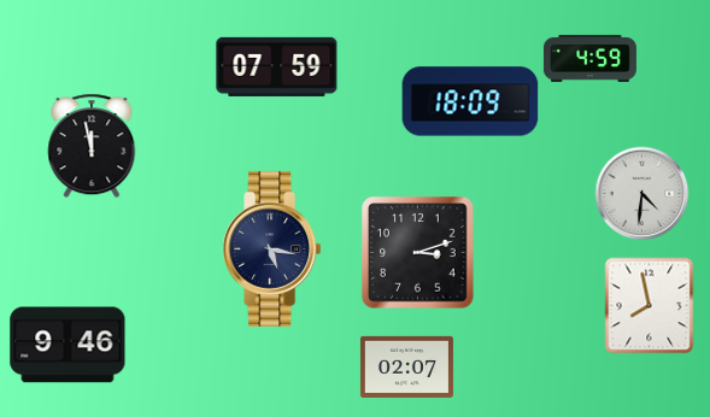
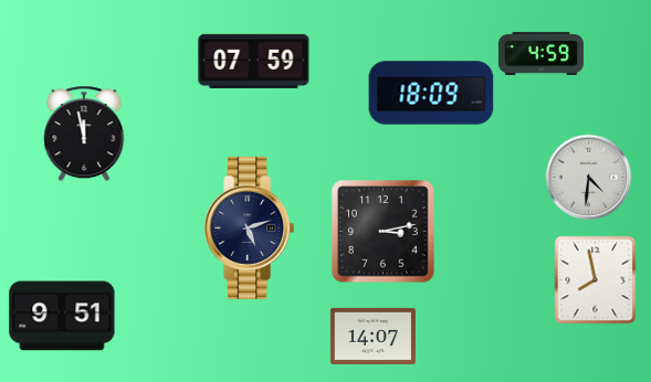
clock at (272, 248): 5:17 -> 5:12
clock at (418, 253): 3:12 -> 3:13
clock at (68, 345): 9:46 -> 9:51
clock at (406, 366): 02:07 -> 14:07
